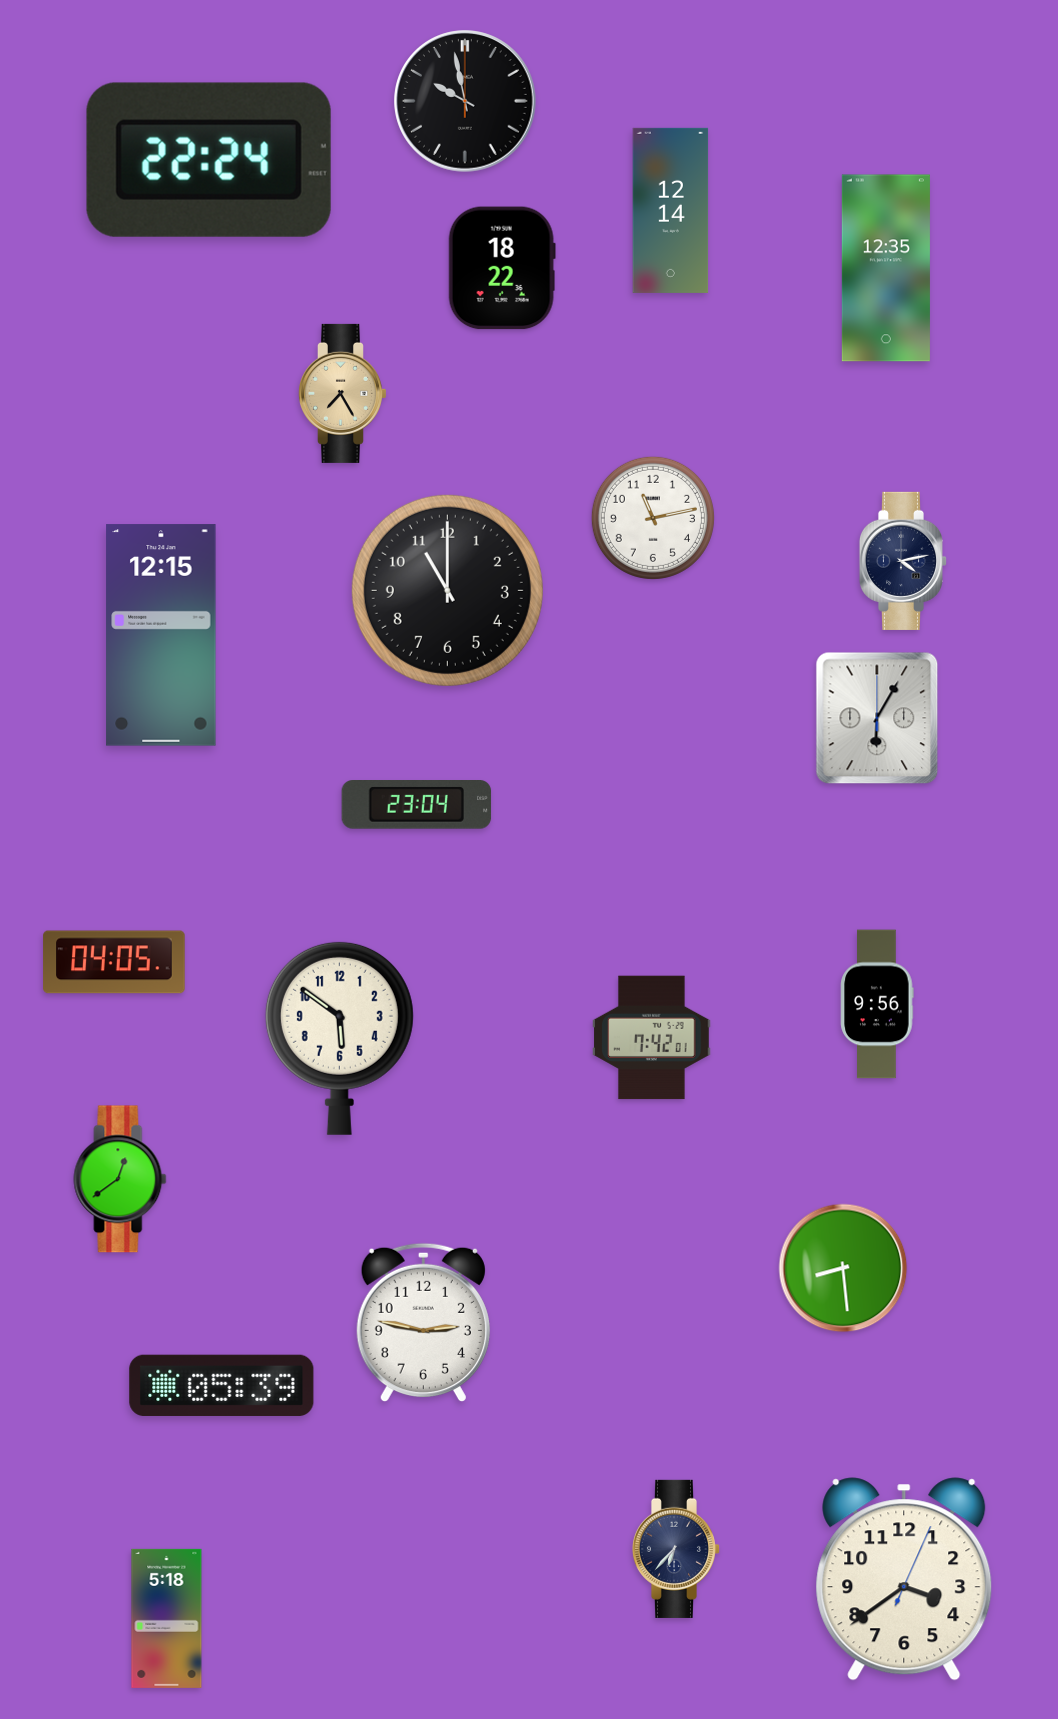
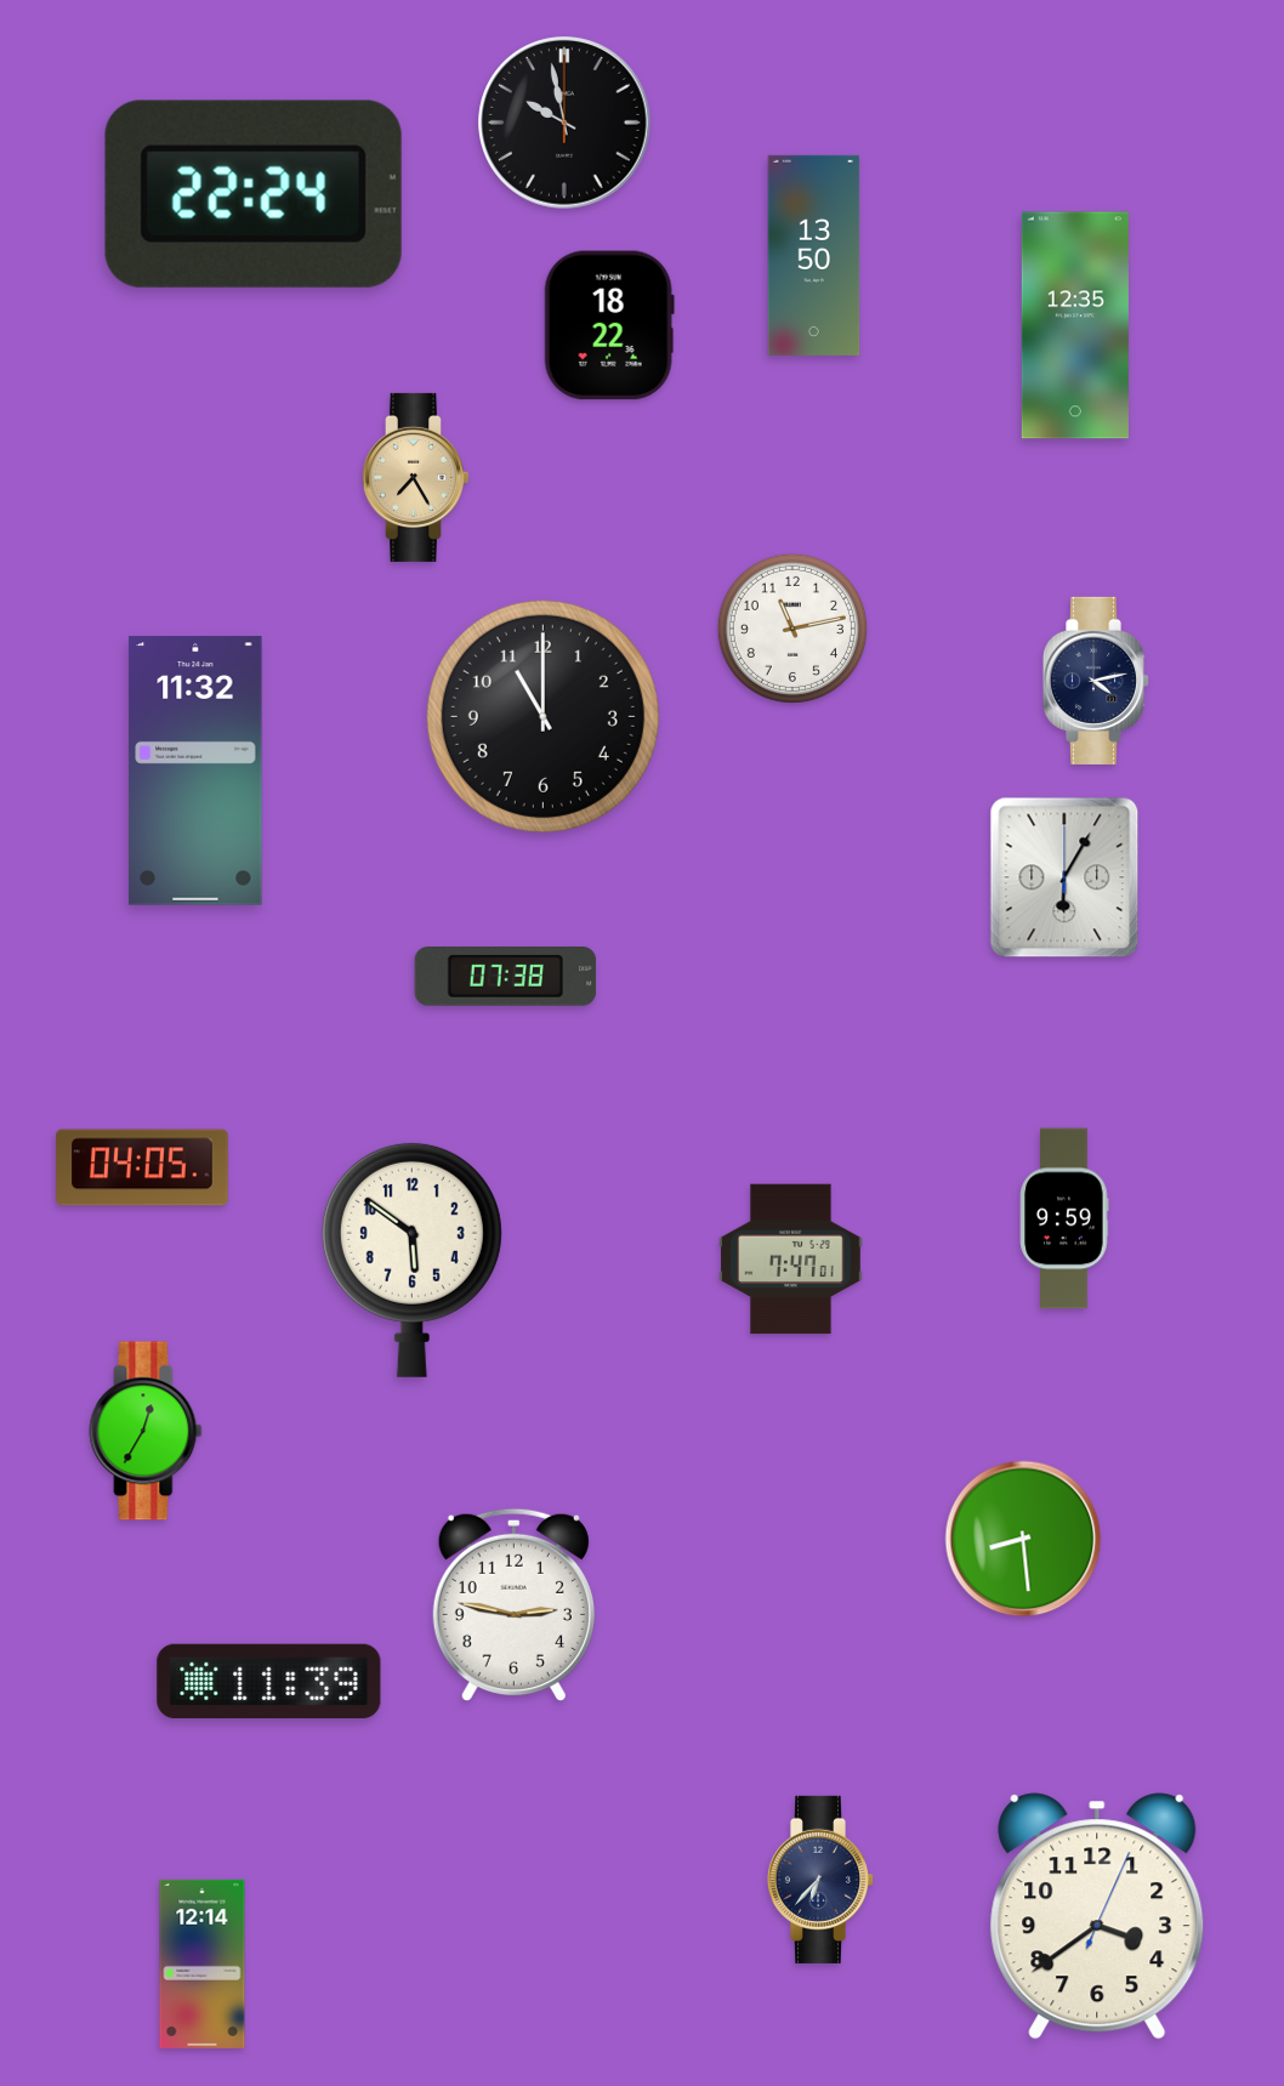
clock at (671, 210): 12:14 -> 13:50
clock at (161, 635): 12:15 -> 11:32
clock at (877, 718) position: (877, 718) -> (1064, 877)
clock at (417, 805): 23:04 -> 07:38
clock at (114, 962) position: (114, 962) -> (142, 1167)
clock at (877, 1004): 9:56 -> 9:59
clock at (652, 1038): 7:42 -> 7:47
clock at (120, 1179): 12:39 -> 12:35
clock at (222, 1385): 05:39 -> 11:39
clock at (167, 1618): 5:18 -> 12:14
